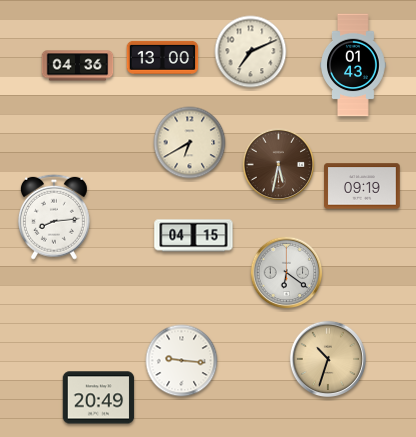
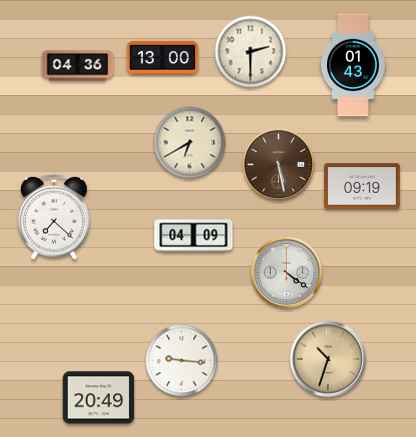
clock at (251, 52): 7:11 -> 2:30
clock at (279, 165): 5:32 -> 5:28
clock at (54, 217): 8:14 -> 7:22
clock at (194, 236): 04:15 -> 04:09
clock at (287, 273): 6:21 -> 4:21
